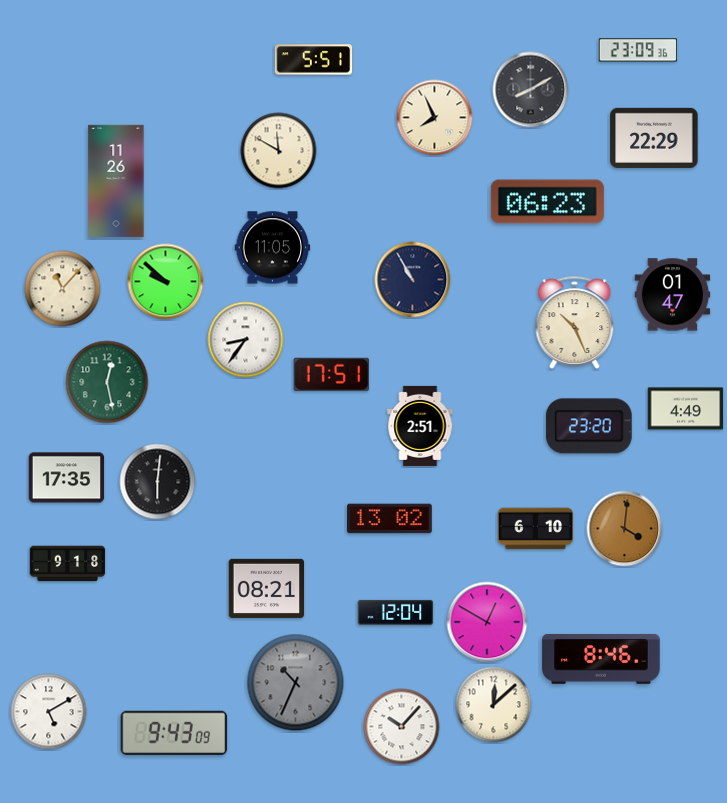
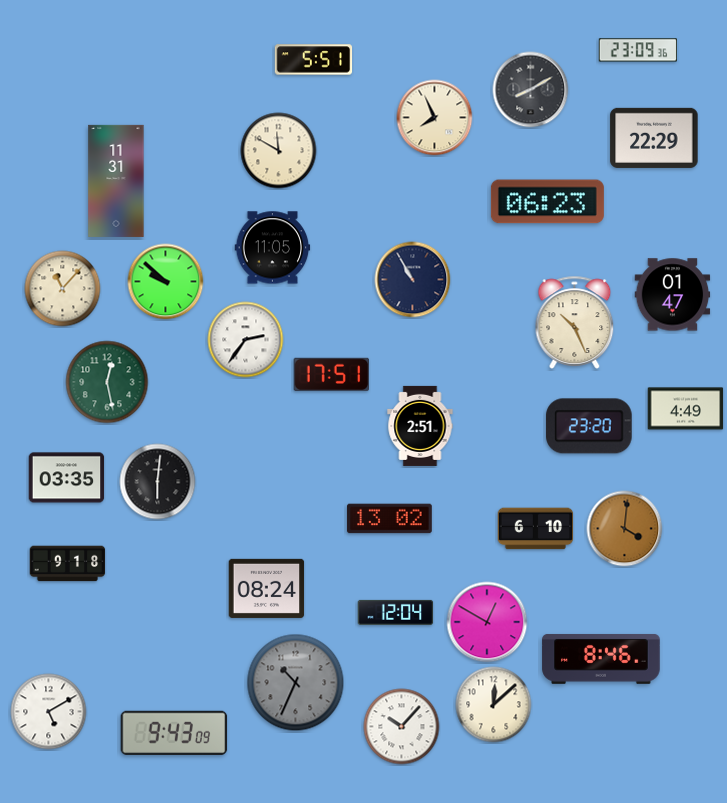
clock at (116, 181): 11:26 -> 11:31
clock at (246, 340): 8:36 -> 2:36
clock at (67, 478): 17:35 -> 03:35
clock at (267, 588): 08:21 -> 08:24
